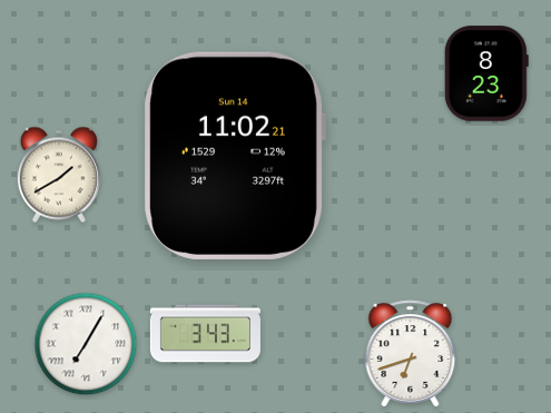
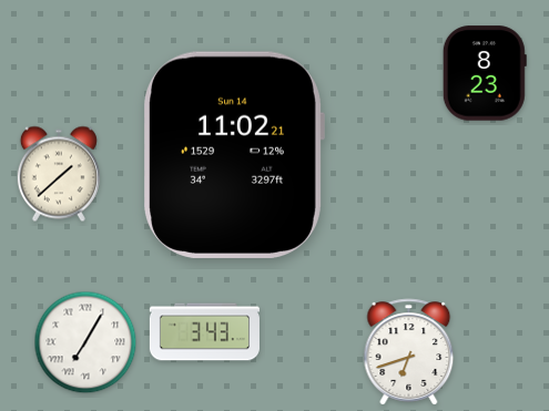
clock at (59, 175): 1:40 -> 1:38
